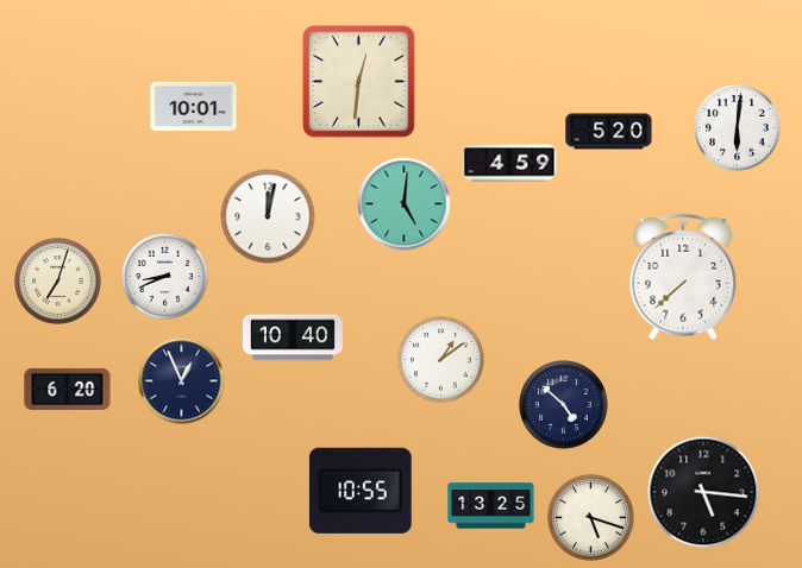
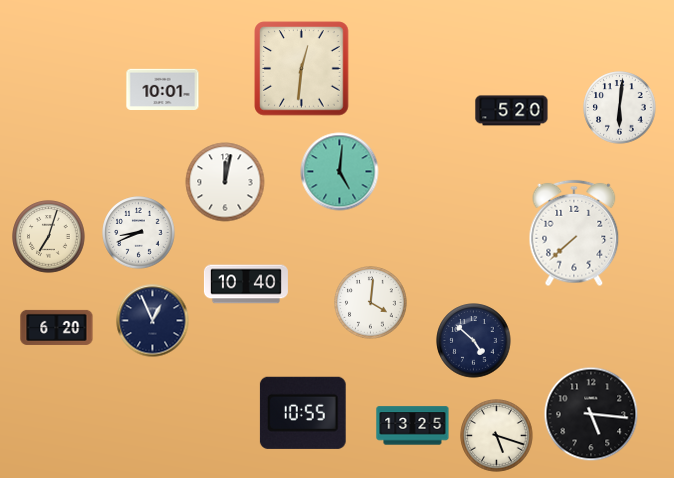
clock at (509, 163): 4:59 -> none
clock at (441, 360): 1:09 -> 4:01
